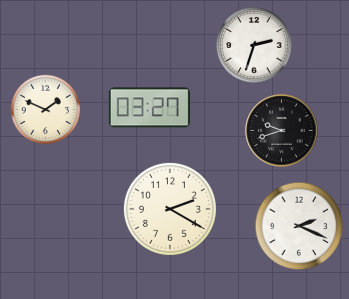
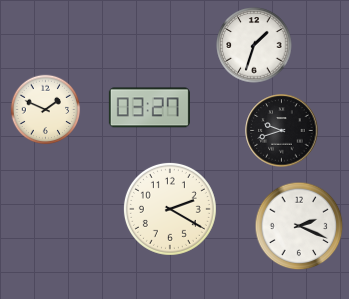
clock at (254, 45): 2:33 -> 1:33
